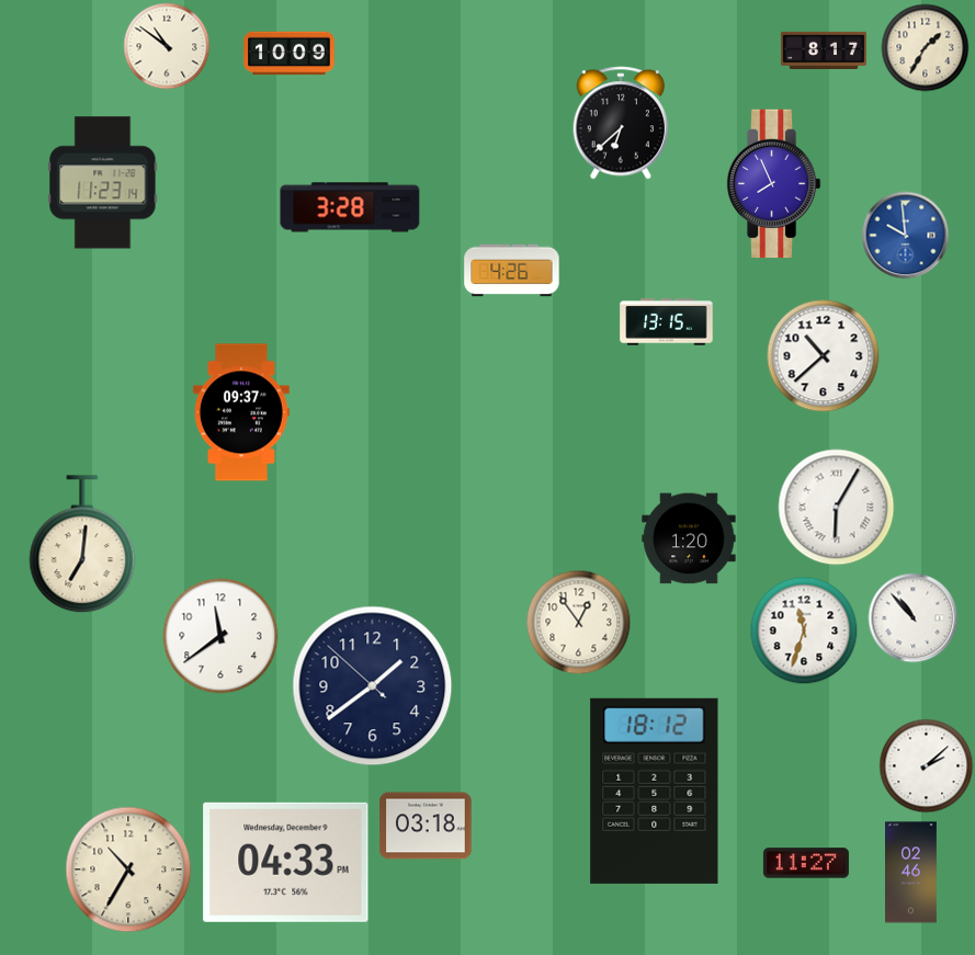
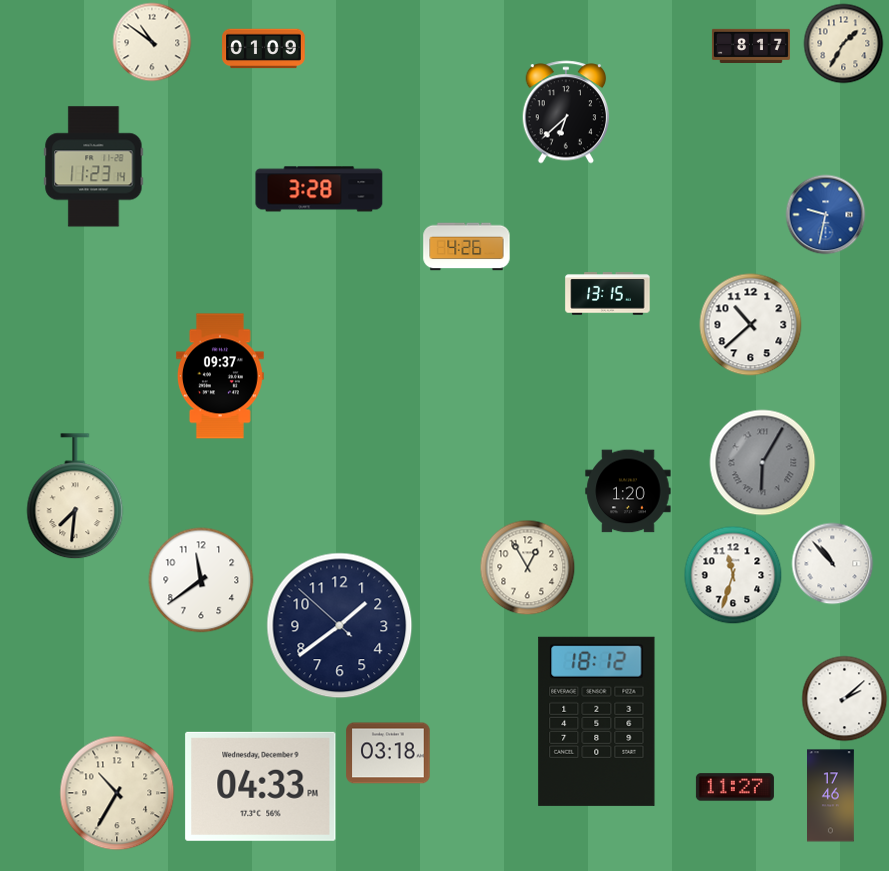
clock at (290, 54): 10:09 -> 01:09
clock at (773, 184): 7:56 -> none
clock at (906, 236): 9:59 -> 9:32
clock at (837, 508) dial: white -> grey
clock at (82, 545): 7:01 -> 7:31
clock at (579, 623): 12:54 -> 12:55
clock at (911, 873): 02:46 -> 17:46
